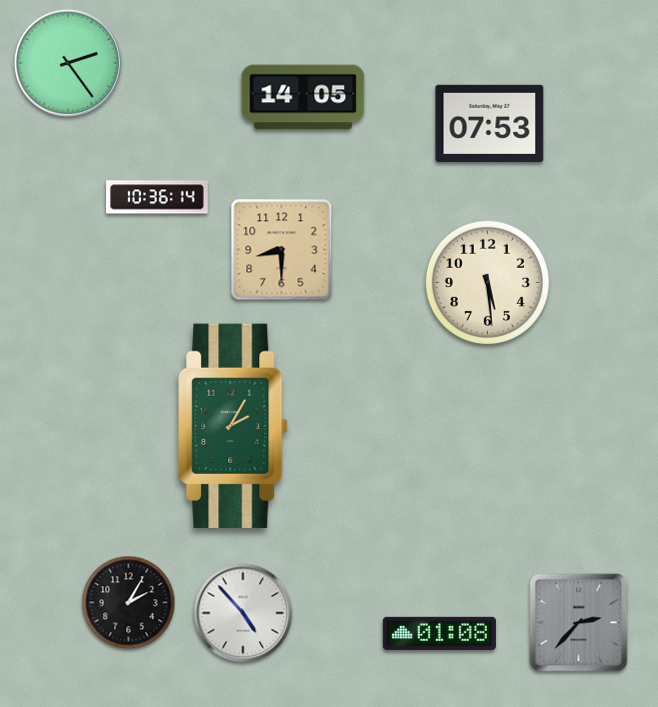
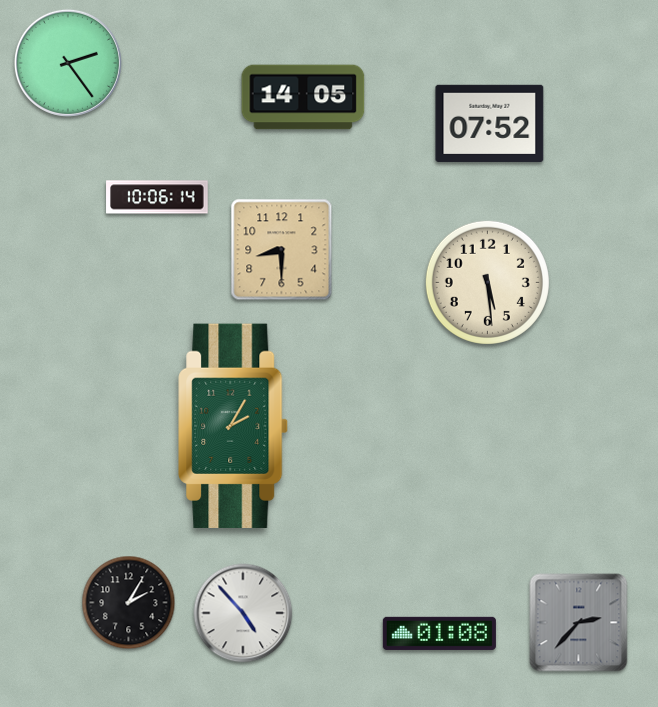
clock at (490, 123): 07:53 -> 07:52
clock at (157, 197): 10:36 -> 10:06
